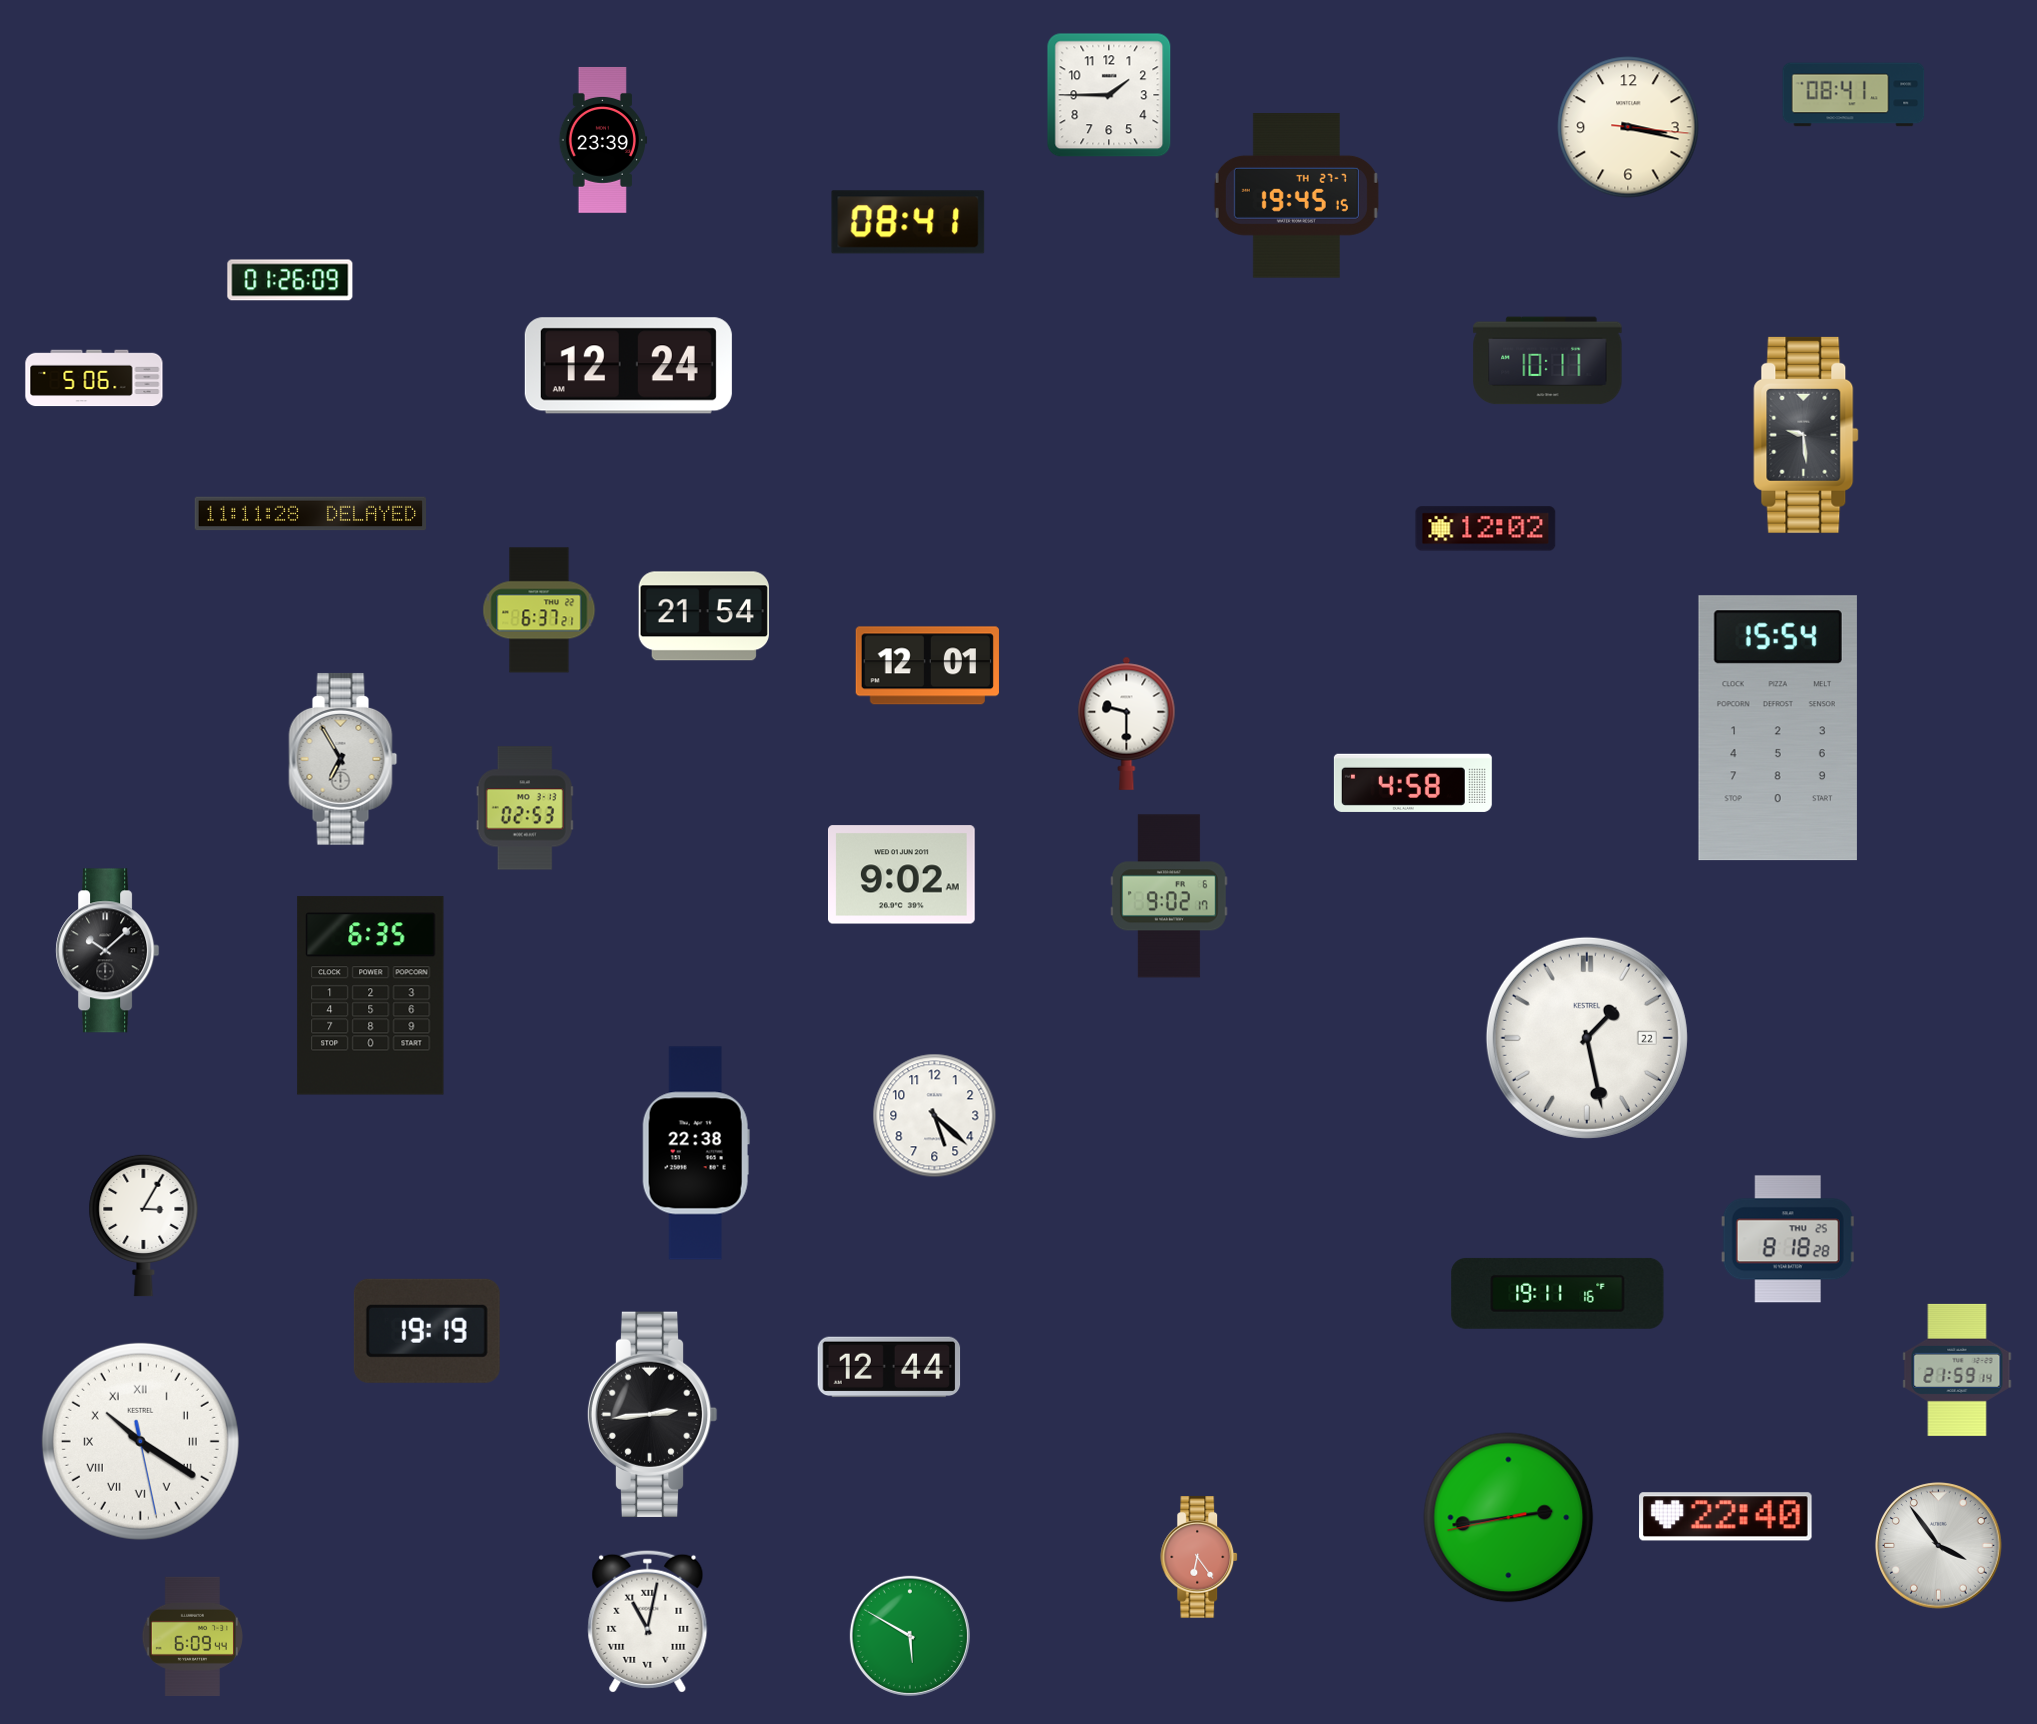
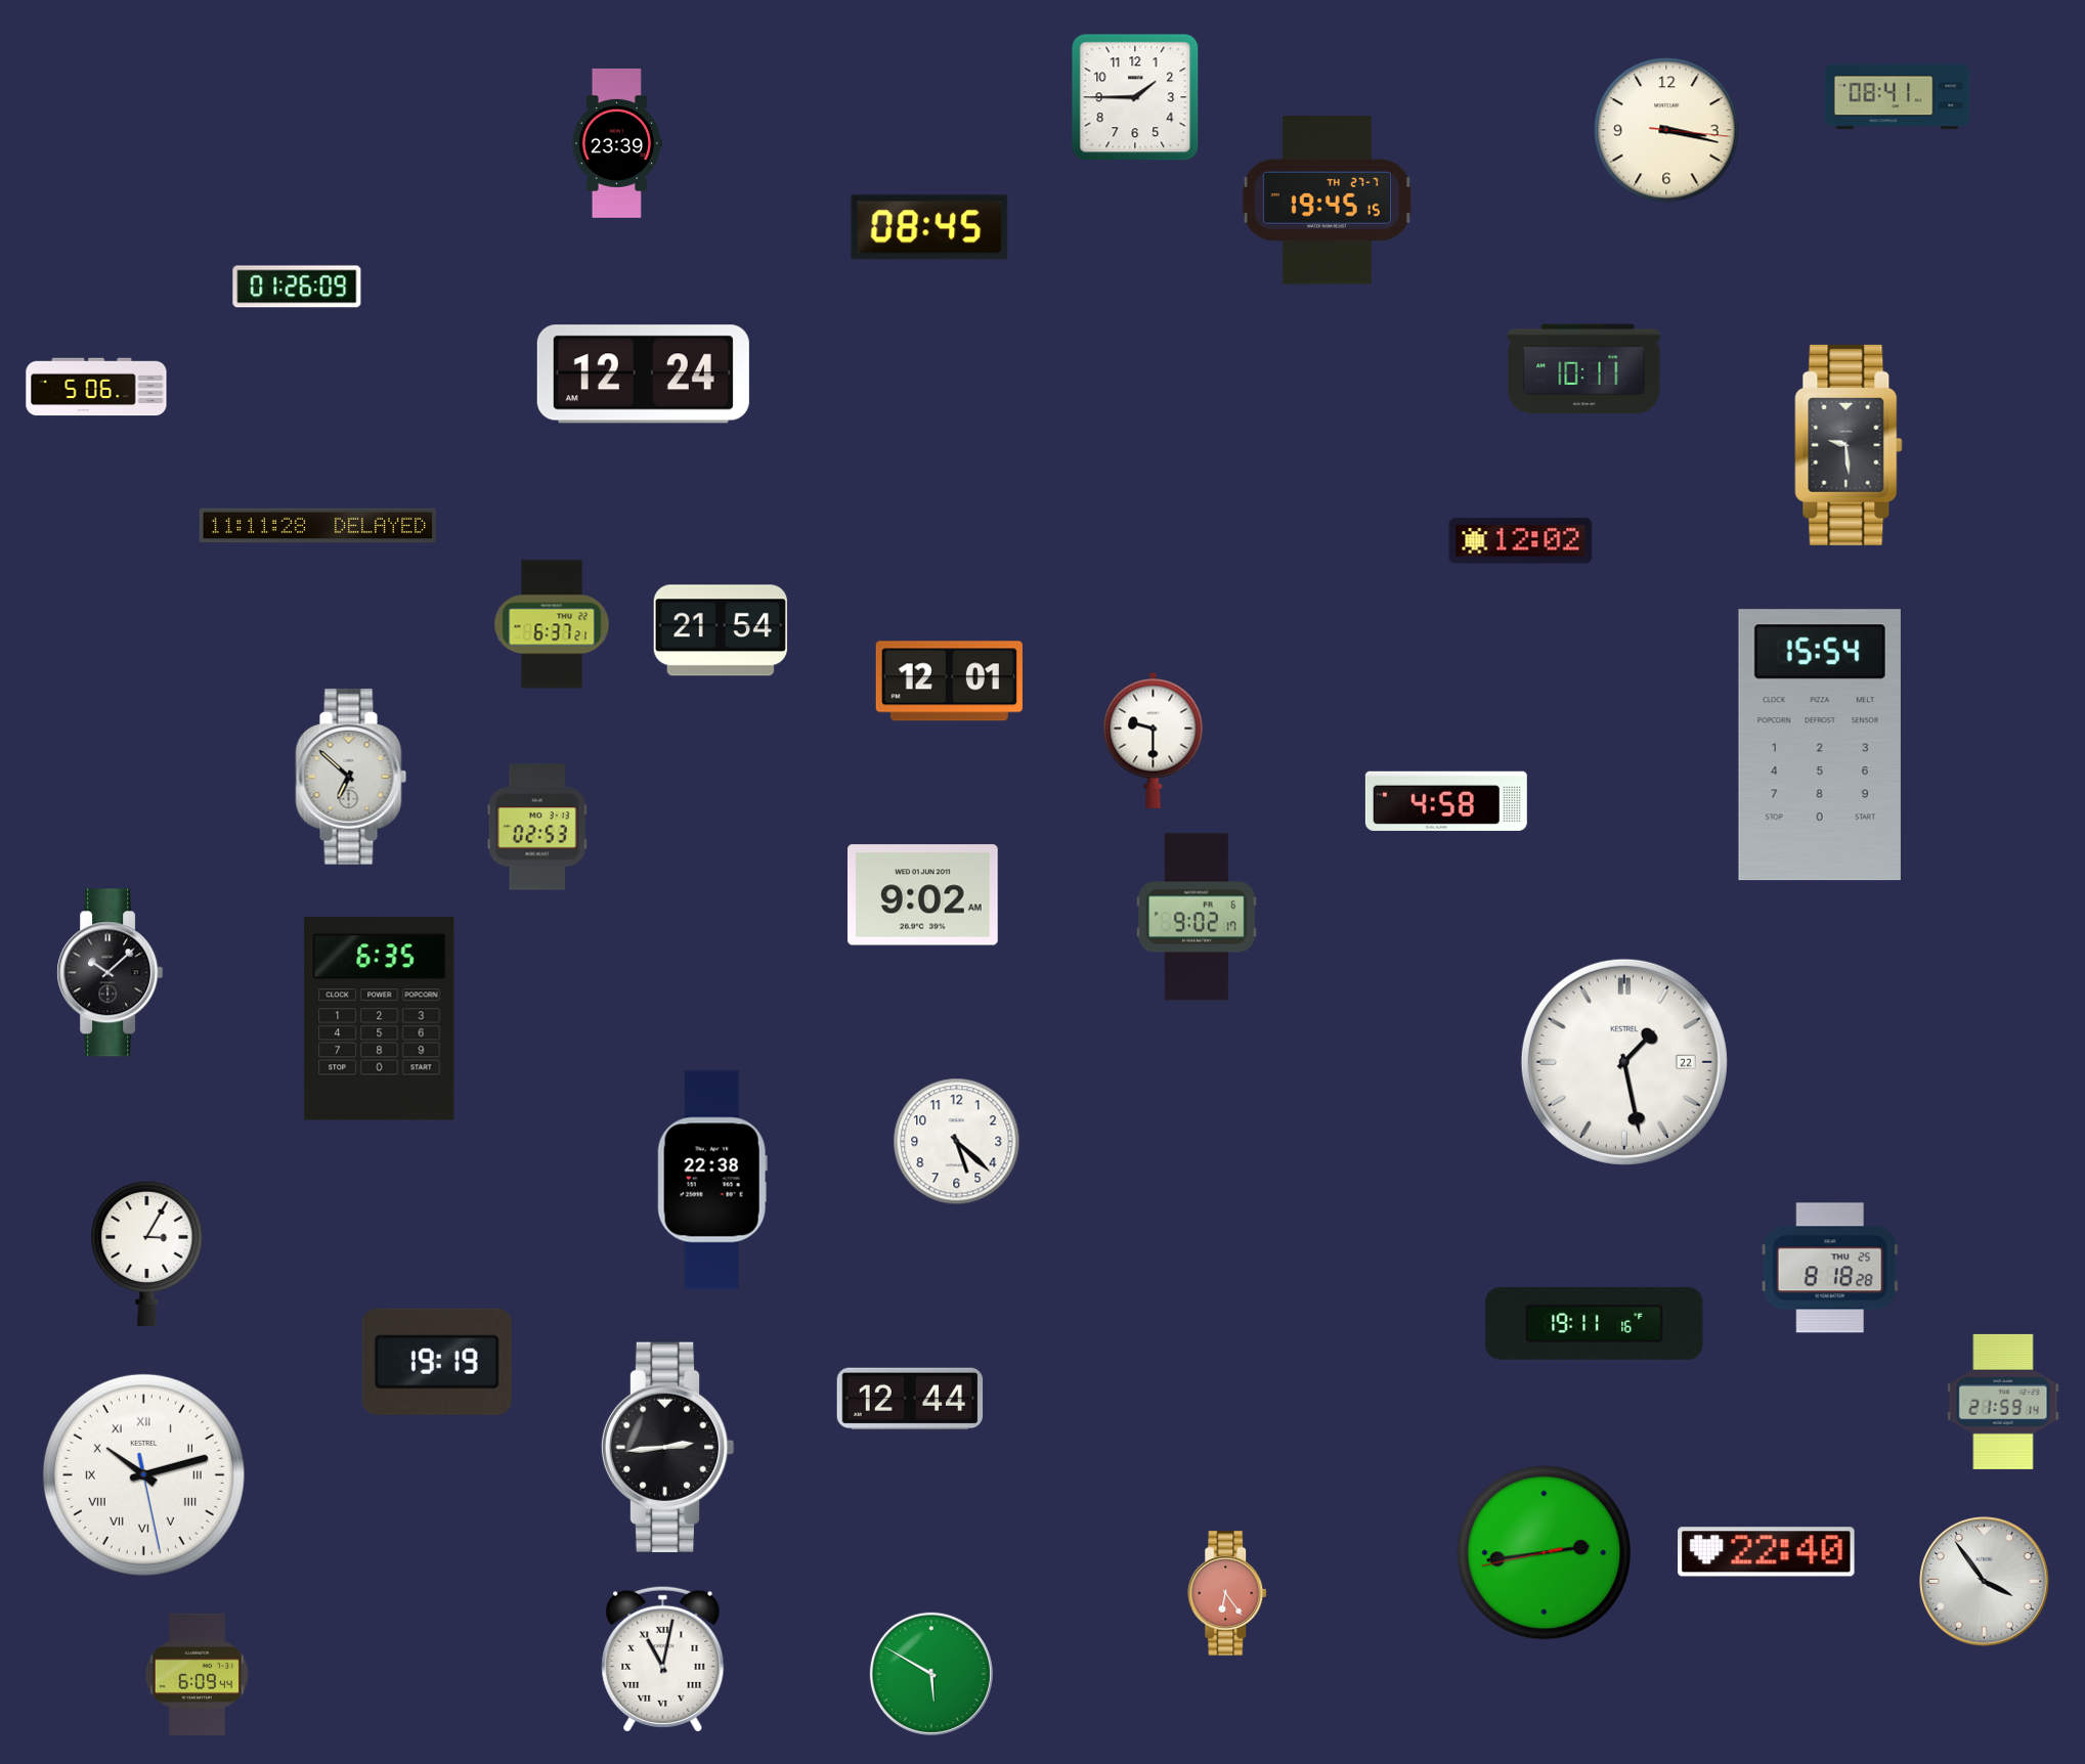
clock at (908, 222): 08:41 -> 08:45
clock at (343, 759): 6:55 -> 6:52
clock at (140, 1441): 10:20 -> 10:12
